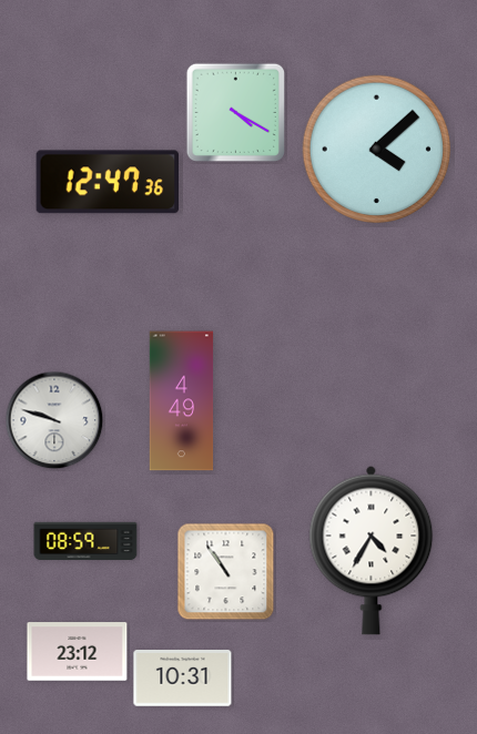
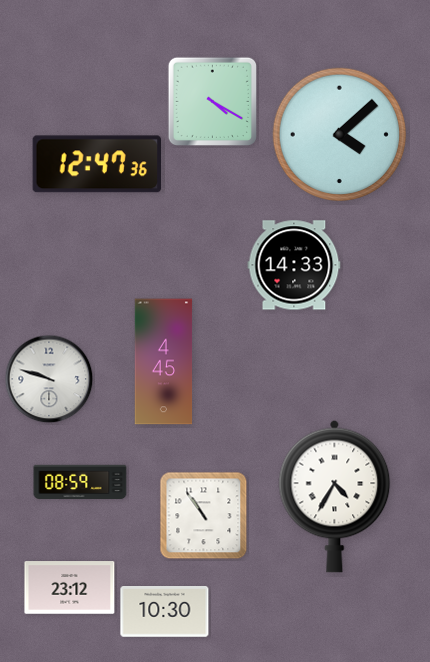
clock at (294, 265): none -> 14:33
clock at (182, 401): 4:49 -> 4:45
clock at (85, 541) position: (85, 541) -> (80, 482)
clock at (183, 679): 10:31 -> 10:30
